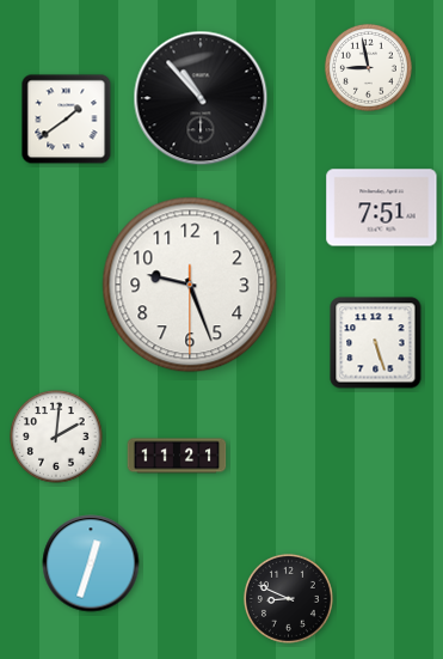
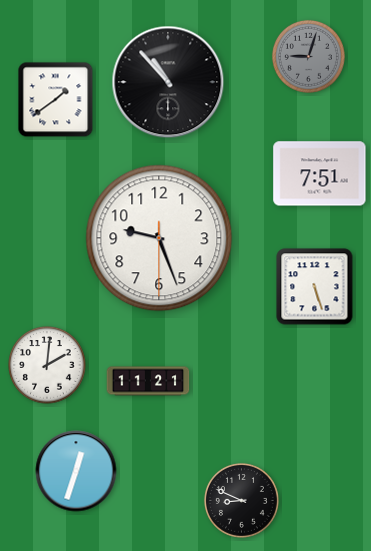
clock at (368, 67): 8:58 -> 9:03
clock at (368, 67) dial: white -> grey
